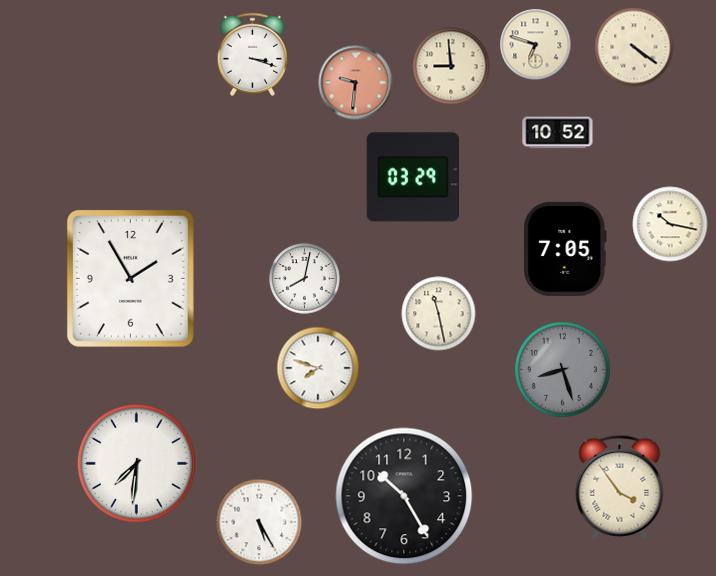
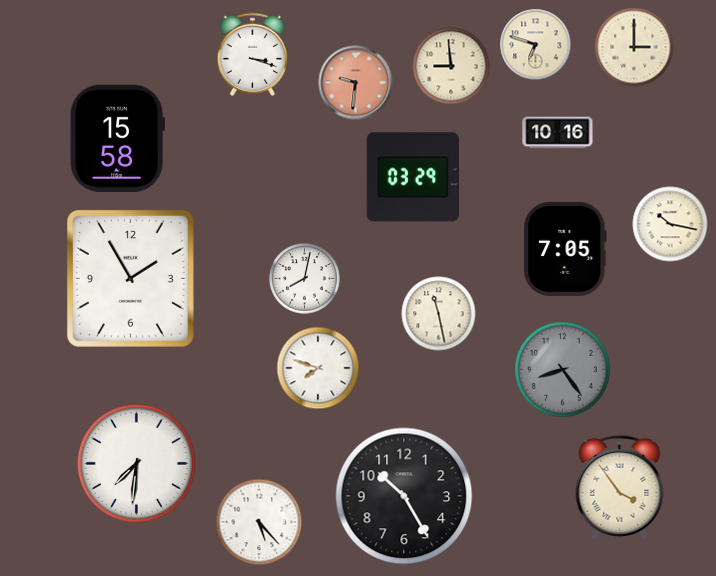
clock at (634, 47): 4:21 -> 3:00
clock at (558, 133): 10:52 -> 10:16
clock at (117, 138): none -> 15:58
clock at (563, 370): 8:27 -> 8:24
clock at (259, 522): 5:25 -> 5:23
